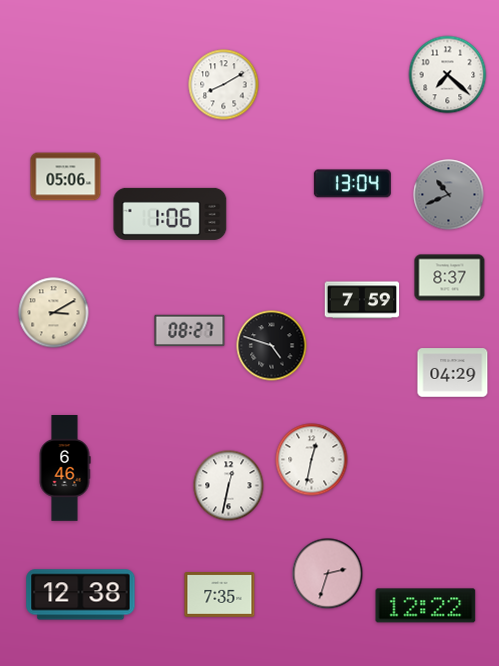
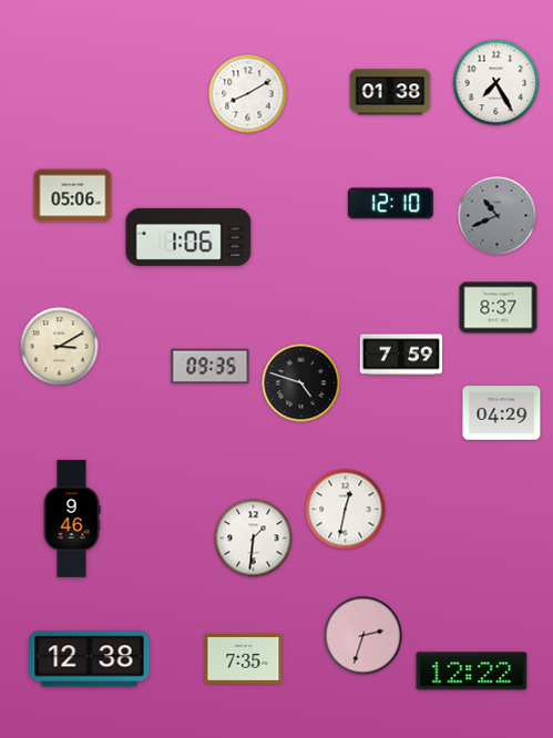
clock at (448, 75): 7:22 -> 7:25
clock at (390, 92): none -> 01:38
clock at (352, 184): 13:04 -> 12:10
clock at (362, 300) position: (362, 300) -> (401, 355)
clock at (190, 331): 08:27 -> 09:35
clock at (65, 469): 6:46 -> 9:46
clock at (229, 486): 12:32 -> 1:31
